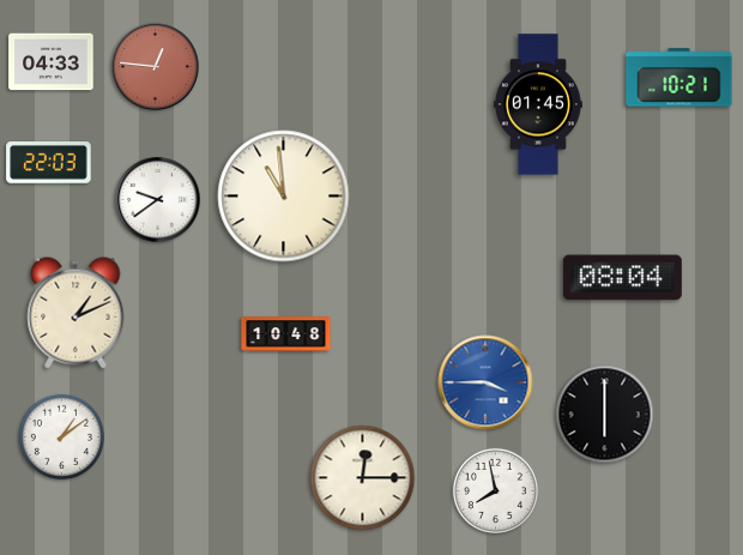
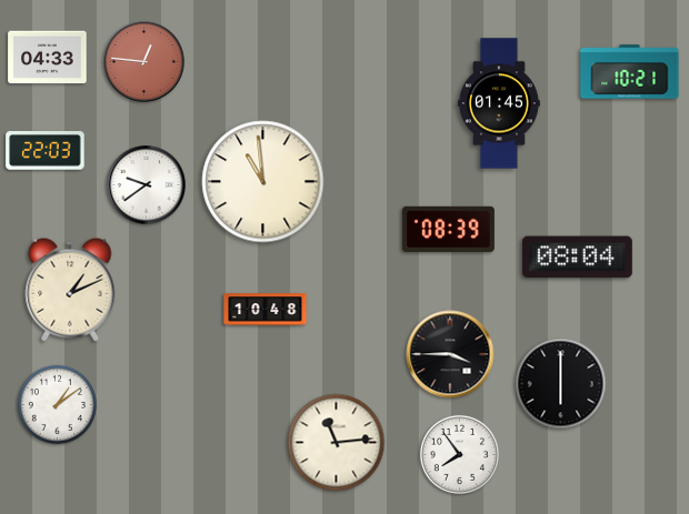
clock at (538, 104) position: (538, 104) -> (499, 103)
clock at (448, 229): none -> 08:39
clock at (485, 382) dial: blue -> black
clock at (363, 478): 12:15 -> 11:14
clock at (495, 490): 7:58 -> 7:54
